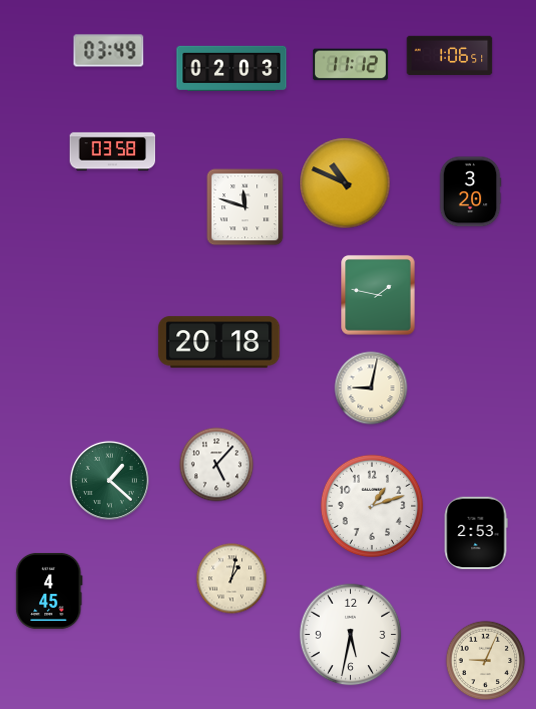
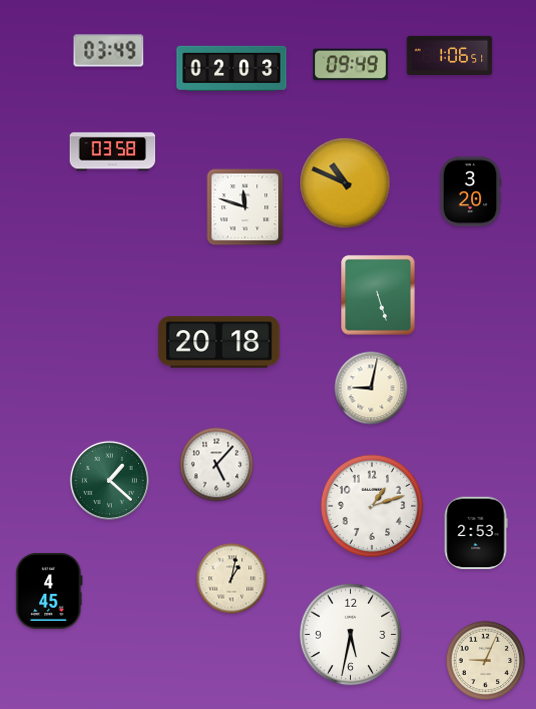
clock at (350, 65): 11:12 -> 09:49
clock at (378, 295): 1:47 -> 5:27
